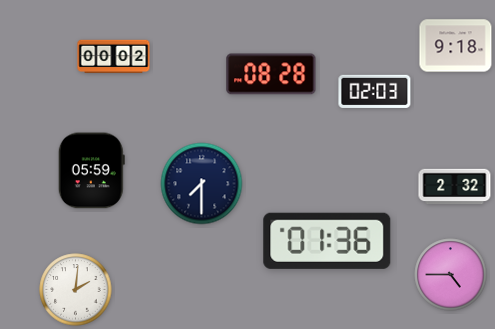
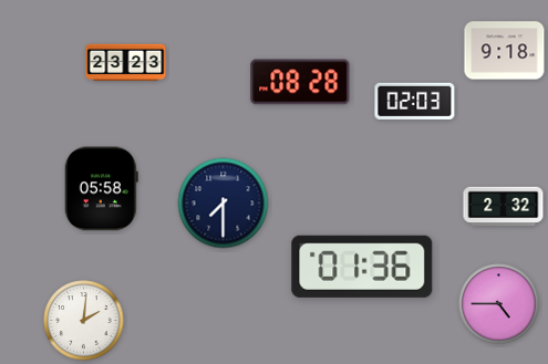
clock at (114, 57): 00:02 -> 23:23
clock at (91, 171): 05:59 -> 05:58
